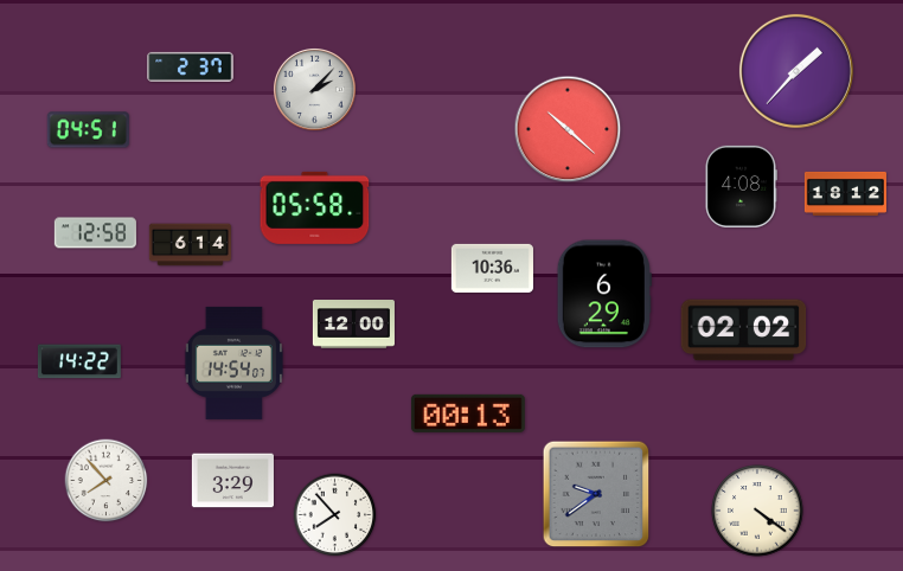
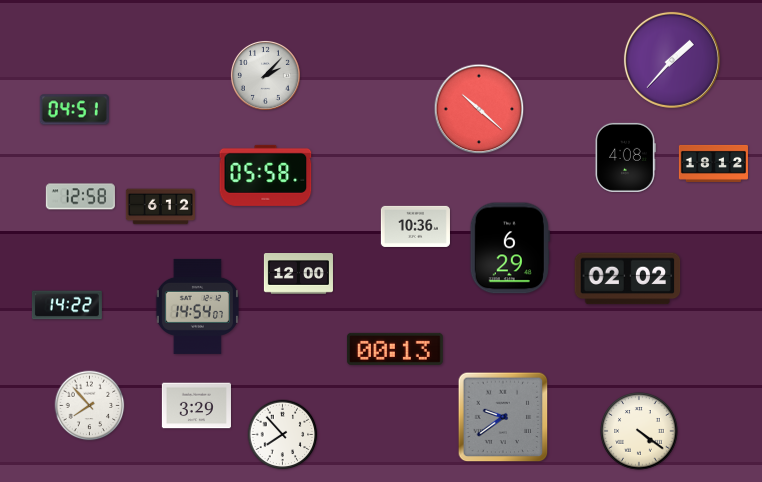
clock at (191, 66): 2:37 -> none
clock at (190, 245): 6:14 -> 6:12
